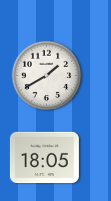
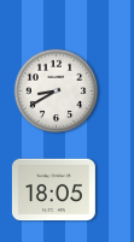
clock at (47, 76): 1:40 -> 8:40
